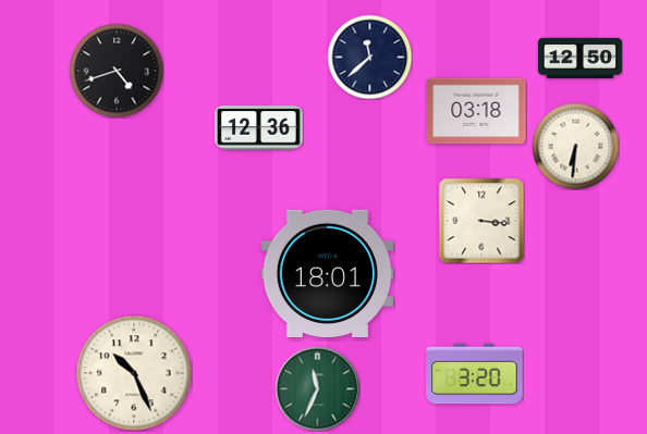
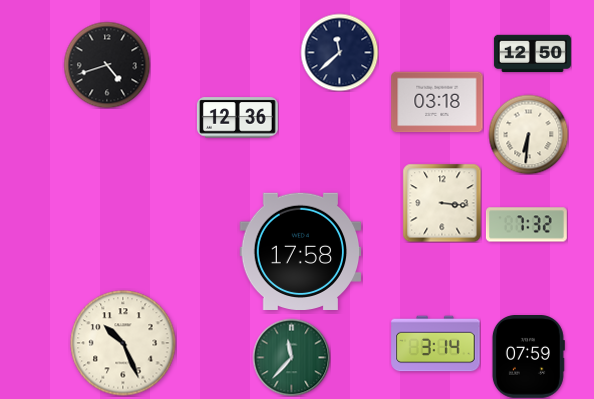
clock at (526, 225): none -> 7:32
clock at (328, 273): 18:01 -> 17:58
clock at (475, 374): 3:20 -> 3:14
clock at (317, 388): 11:34 -> 11:37
clock at (528, 357): none -> 07:59
